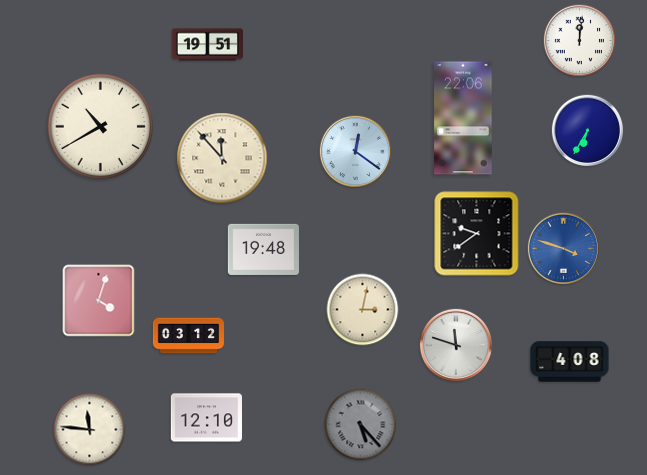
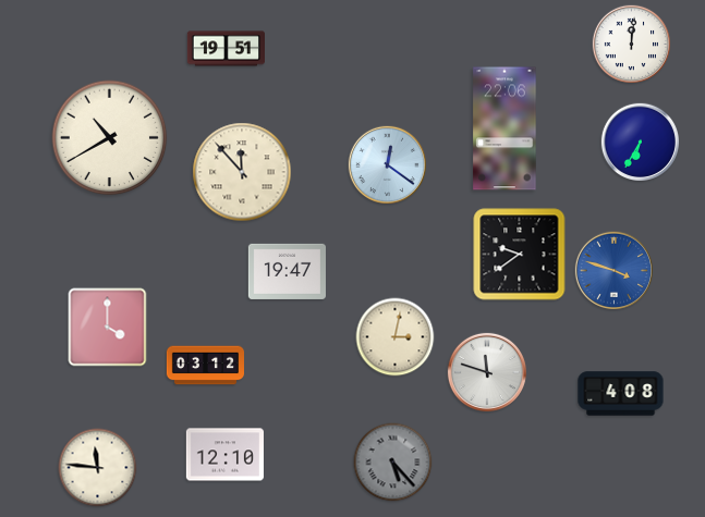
clock at (263, 249): 19:48 -> 19:47
clock at (99, 301): 4:03 -> 4:00
clock at (456, 345) position: (456, 345) -> (487, 372)
